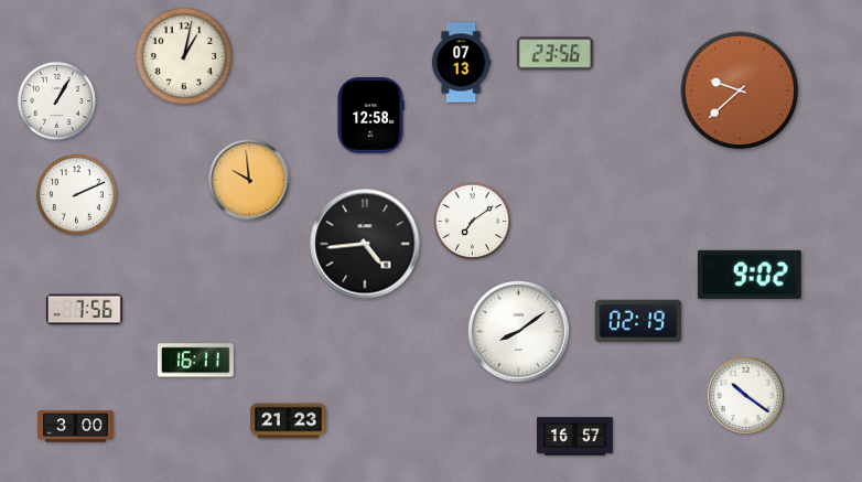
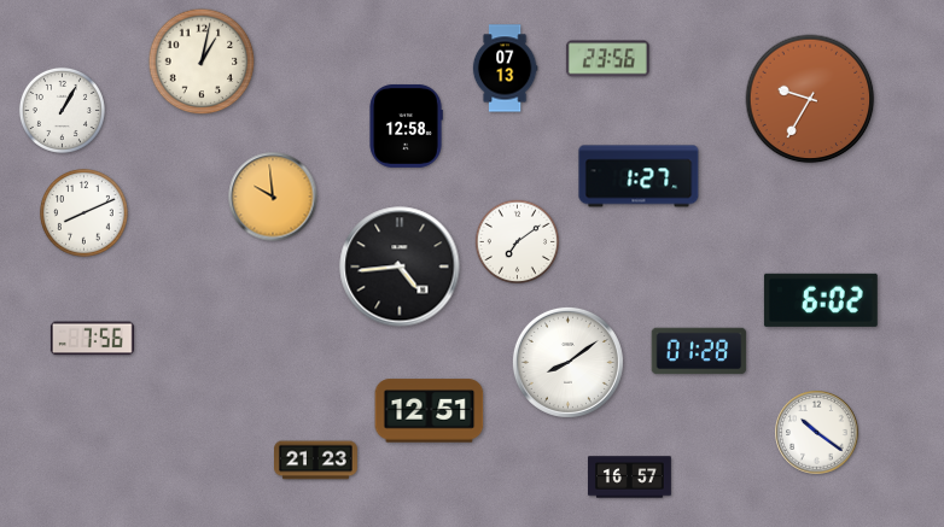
clock at (740, 90): 9:38 -> 9:35
clock at (639, 176): none -> 1:27
clock at (77, 195): 2:11 -> 8:11
clock at (750, 275): 9:02 -> 6:02
clock at (638, 321): 02:19 -> 01:28
clock at (195, 361): 16:11 -> none
clock at (430, 411): none -> 12:51
clock at (76, 427): 3:00 -> none
